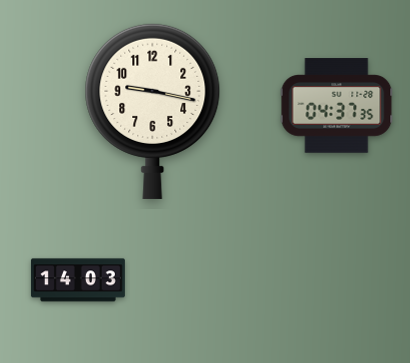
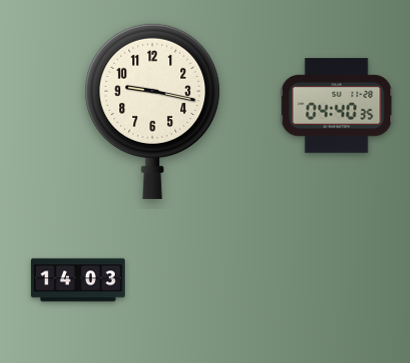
clock at (337, 106): 04:37 -> 04:40
